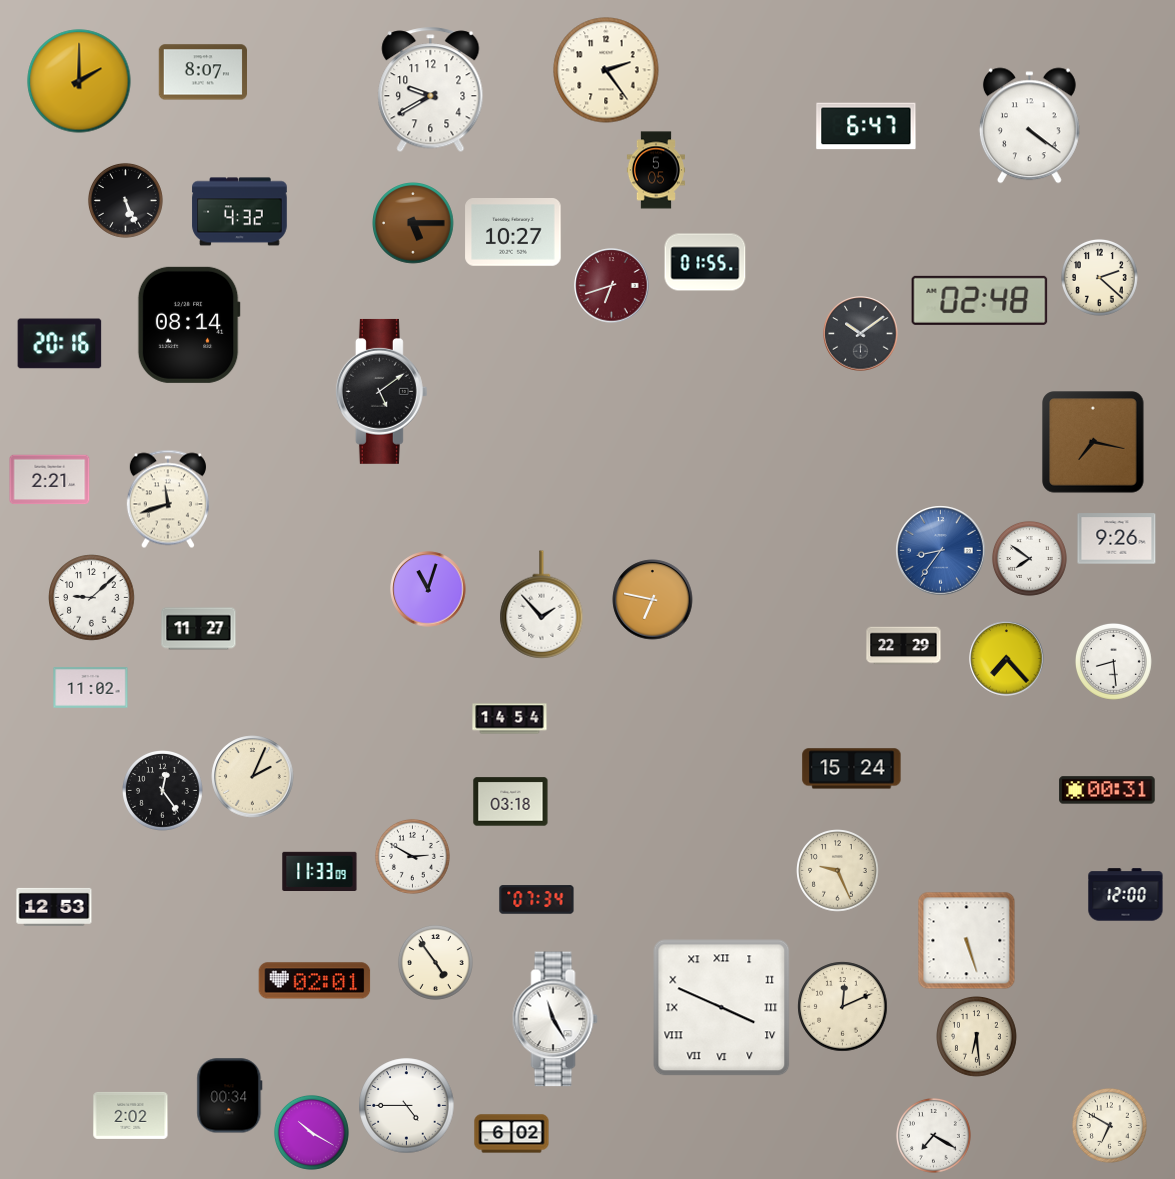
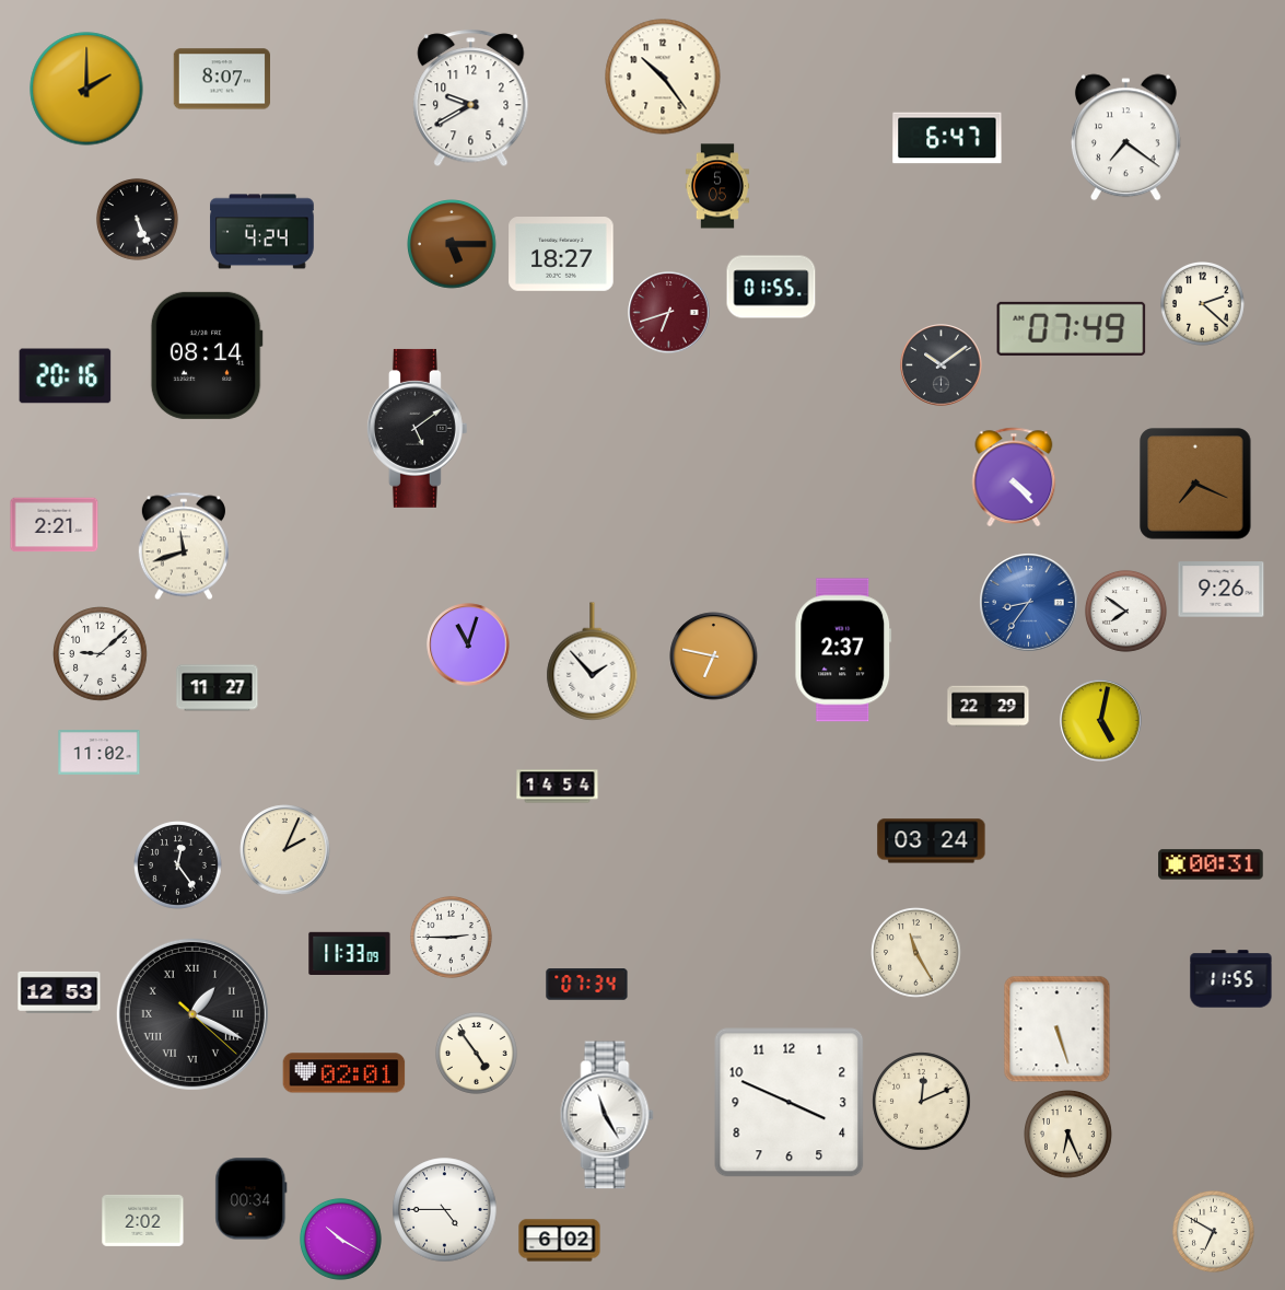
clock at (606, 70): 2:24 -> 10:24
clock at (1029, 126): 4:21 -> 7:21
clock at (240, 212): 4:32 -> 4:24
clock at (513, 233): 10:27 -> 18:27
clock at (980, 300): 02:48 -> 07:49
clock at (1014, 477): none -> 4:23
clock at (1093, 442): 7:17 -> 7:19
clock at (843, 650): none -> 2:37
clock at (1007, 659): 7:23 -> 5:02
clock at (1114, 662): 8:29 -> none
clock at (852, 769): 15:24 -> 03:24
clock at (253, 777) position: (253, 777) -> (285, 850)
clock at (511, 802): 03:18 -> none
clock at (412, 856): 2:50 -> 2:45
clock at (838, 871): 9:26 -> 11:25
clock at (1126, 895): 12:00 -> 11:55
clock at (192, 1014): none -> 1:19
clock at (722, 1008) numerals: Roman -> Arabic
clock at (977, 1037): 6:29 -> 6:26
clock at (933, 1135): 7:20 -> none
